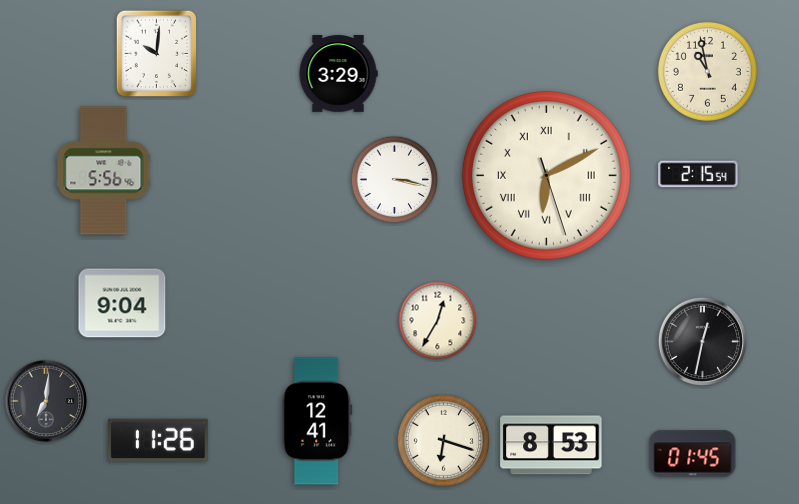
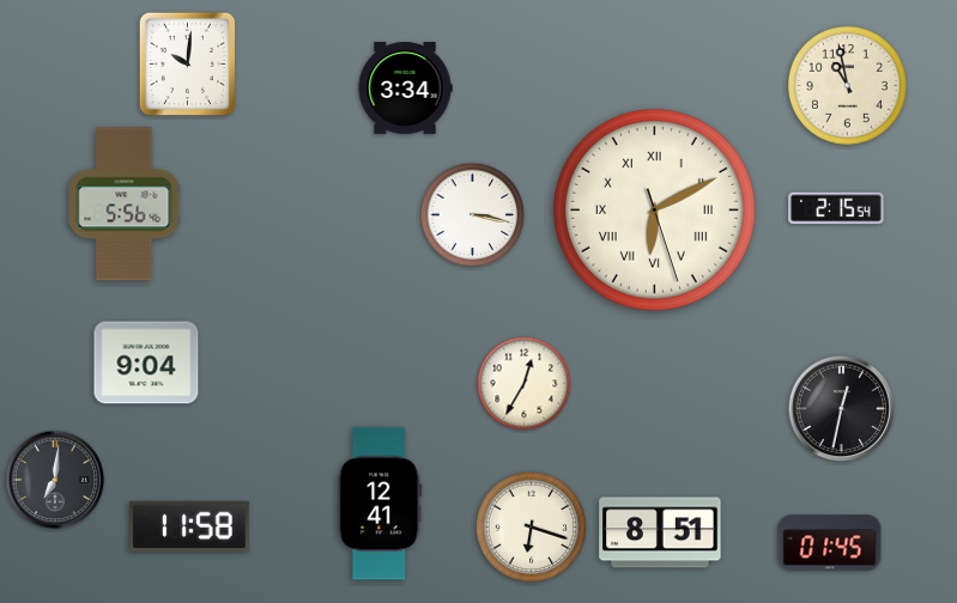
clock at (338, 74): 3:29 -> 3:34
clock at (158, 440): 11:26 -> 11:58
clock at (551, 445): 8:53 -> 8:51
